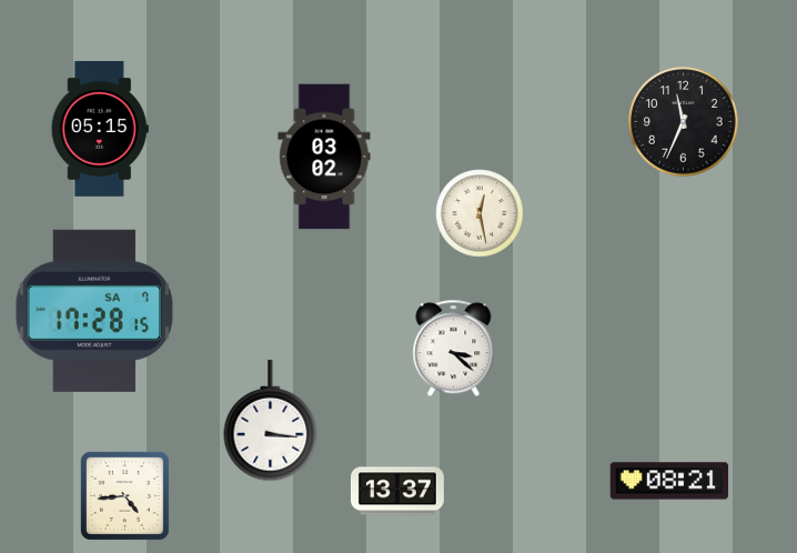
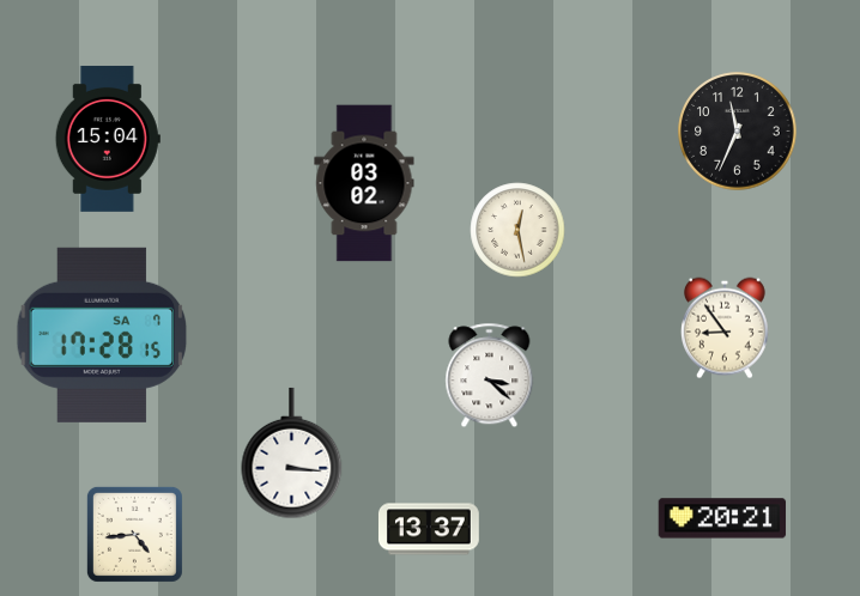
clock at (100, 129): 05:15 -> 15:04
clock at (324, 157) position: (324, 157) -> (364, 183)
clock at (725, 328): none -> 8:54
clock at (669, 481): 08:21 -> 20:21
